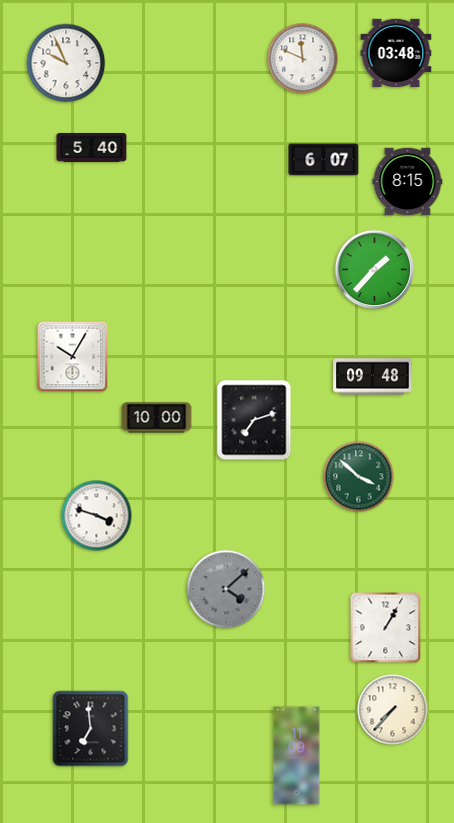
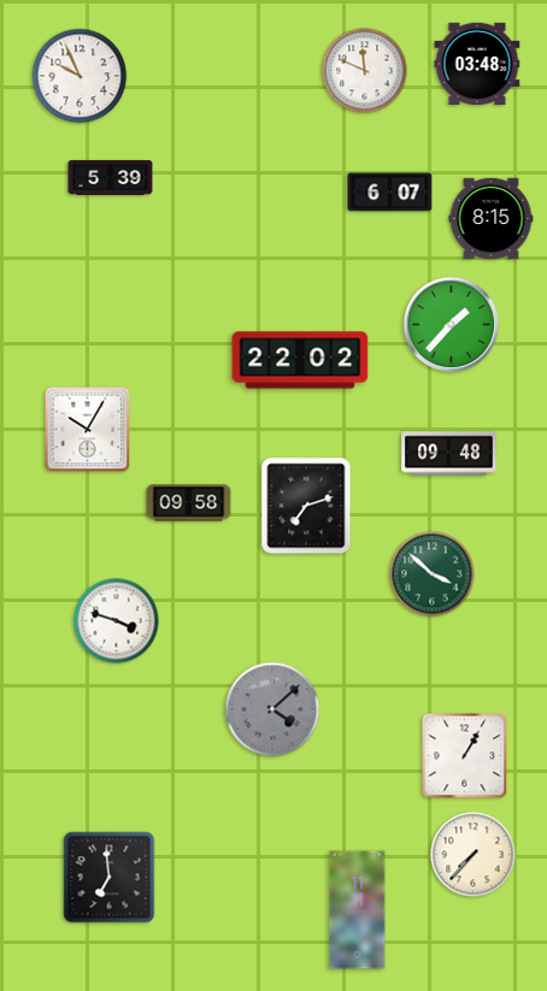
clock at (92, 148): 5:40 -> 5:39
clock at (300, 360): none -> 22:02
clock at (157, 418): 10:00 -> 09:58
clock at (297, 756): 11:09 -> 11:11
